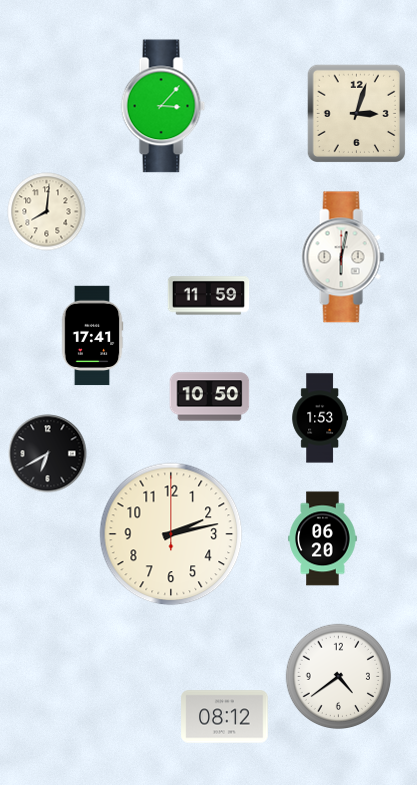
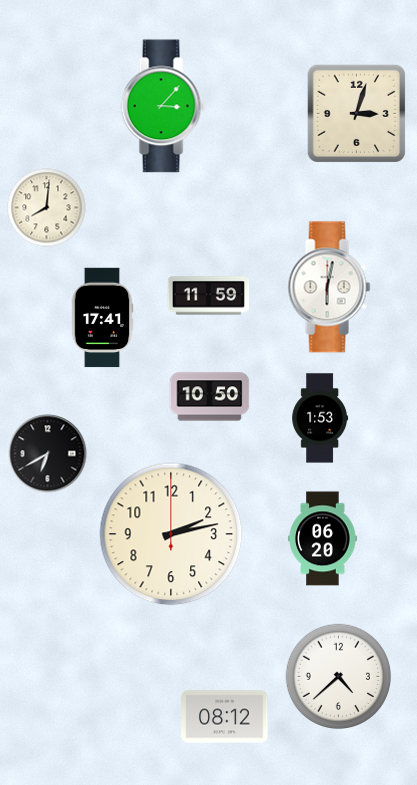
clock at (47, 212) position: (47, 212) -> (47, 208)
clock at (343, 257) position: (343, 257) -> (329, 287)
clock at (92, 336) position: (92, 336) -> (102, 318)
clock at (338, 676): 4:39 -> 4:38
